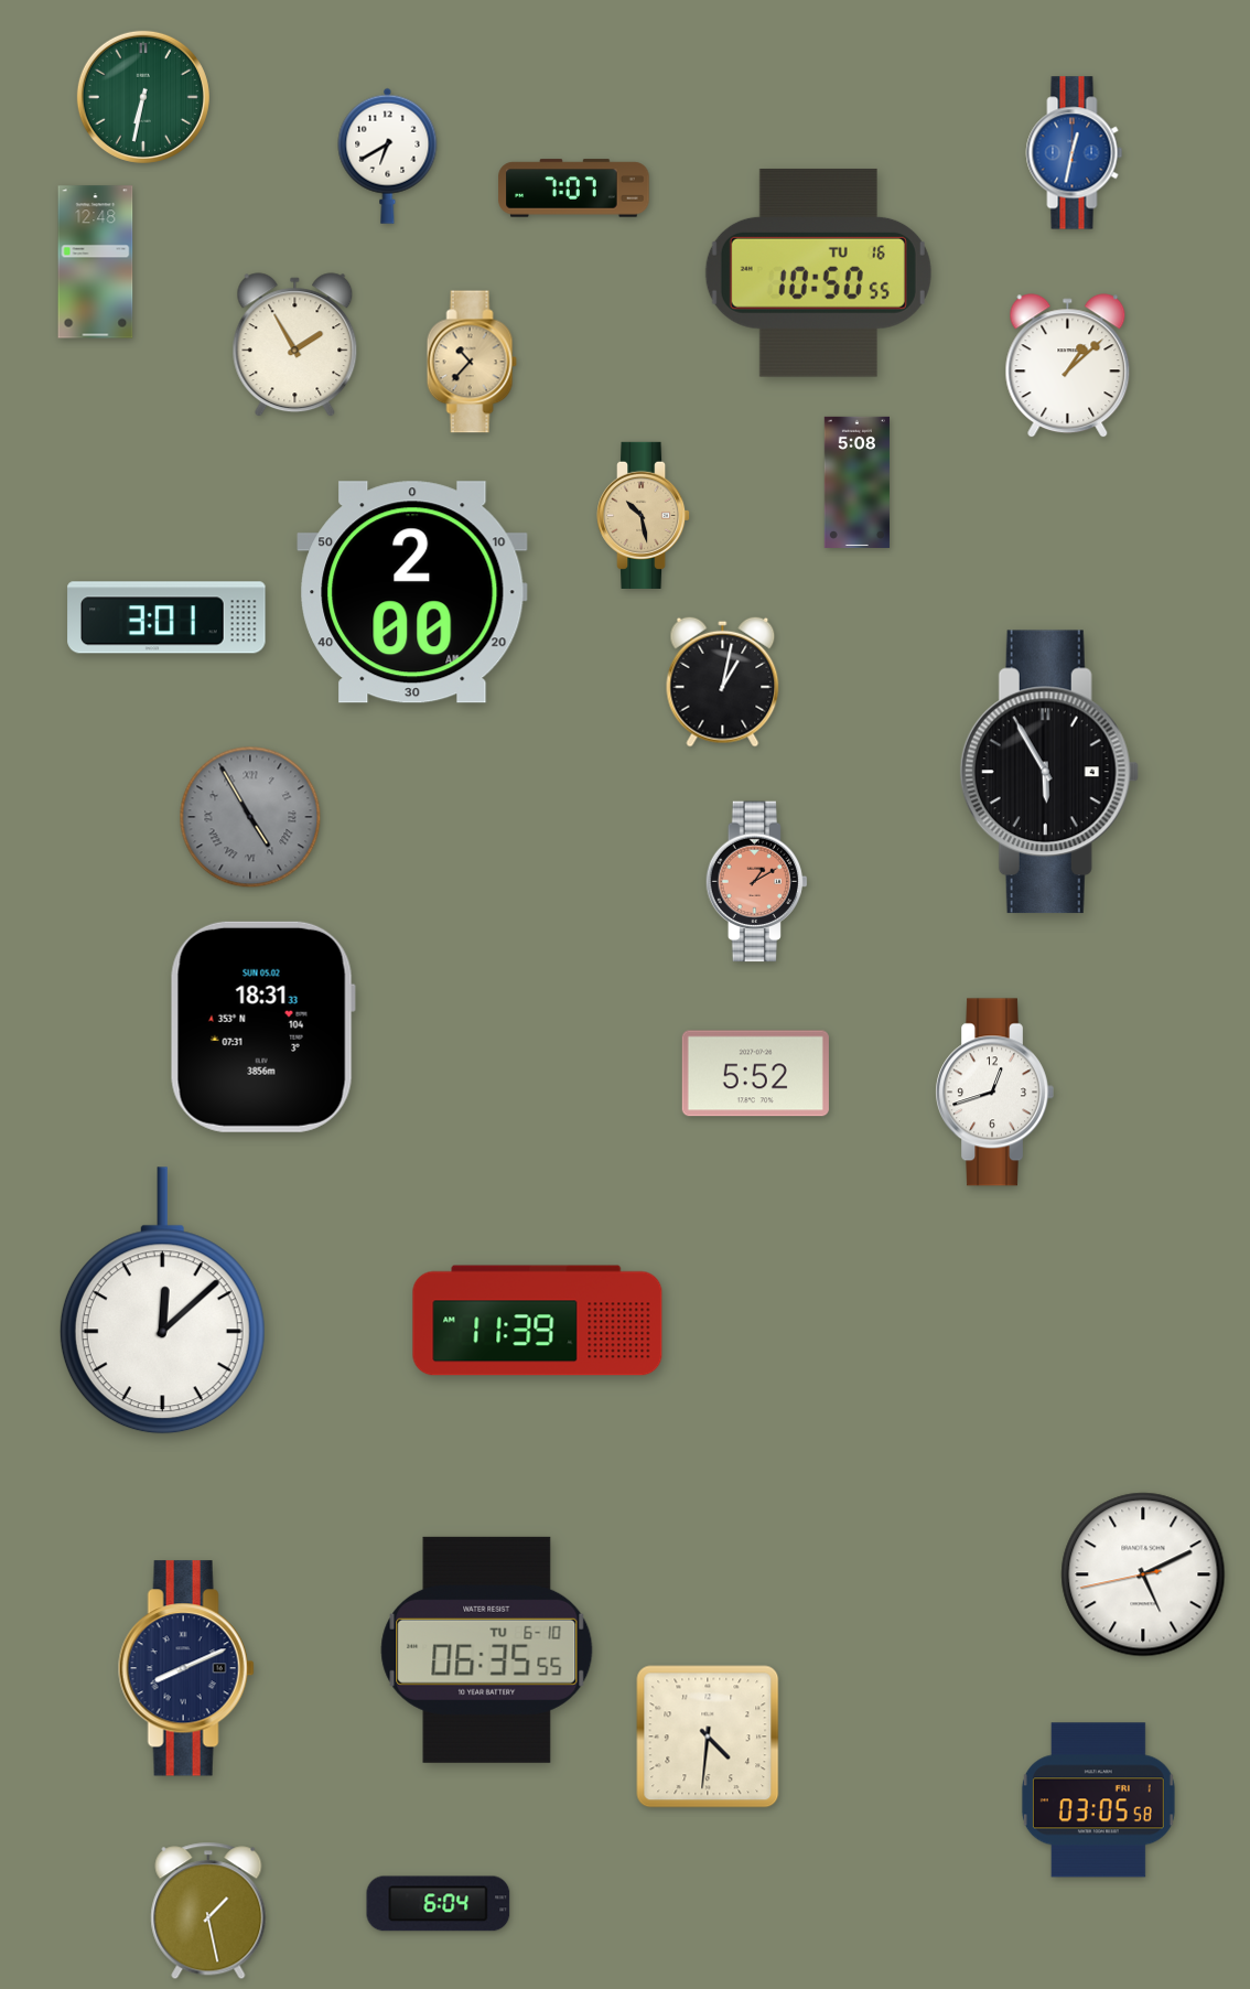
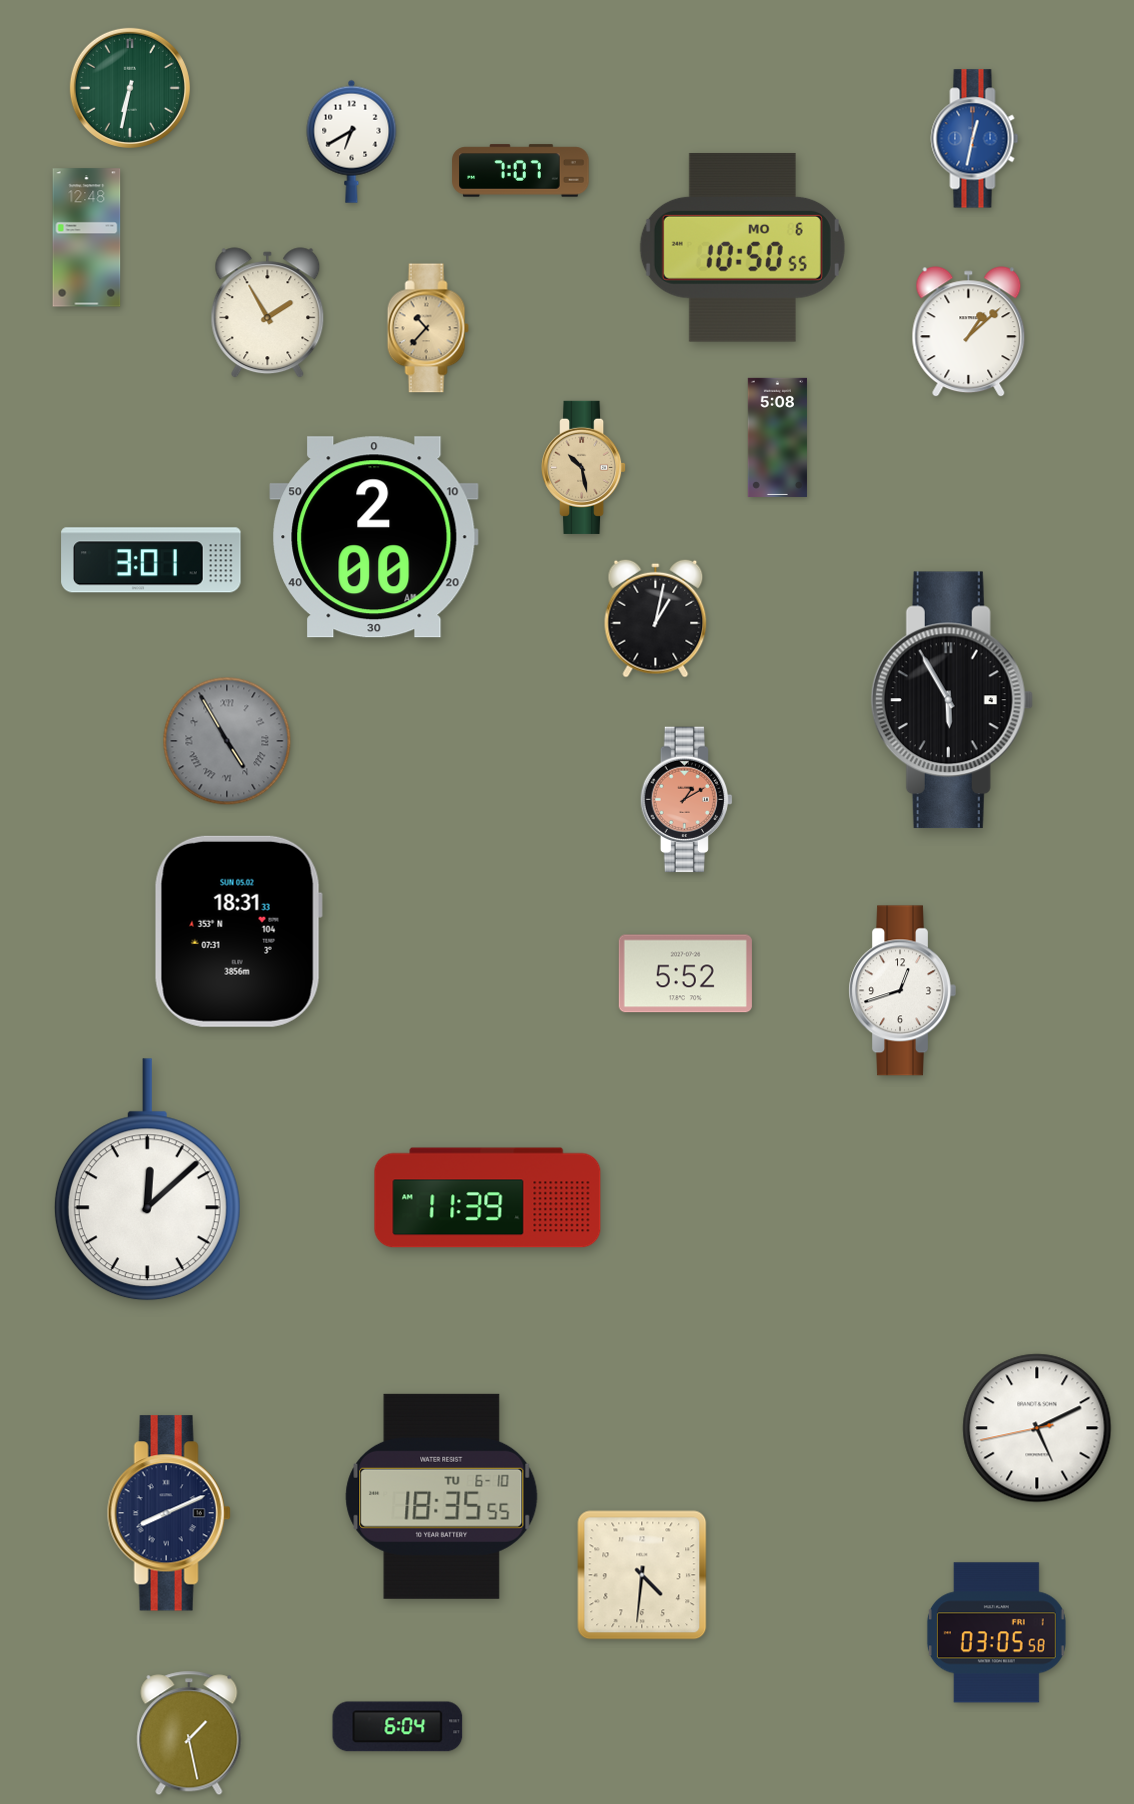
clock at (818, 272) date: TU 16 -> MO 6
clock at (487, 1649): 06:35 -> 18:35
